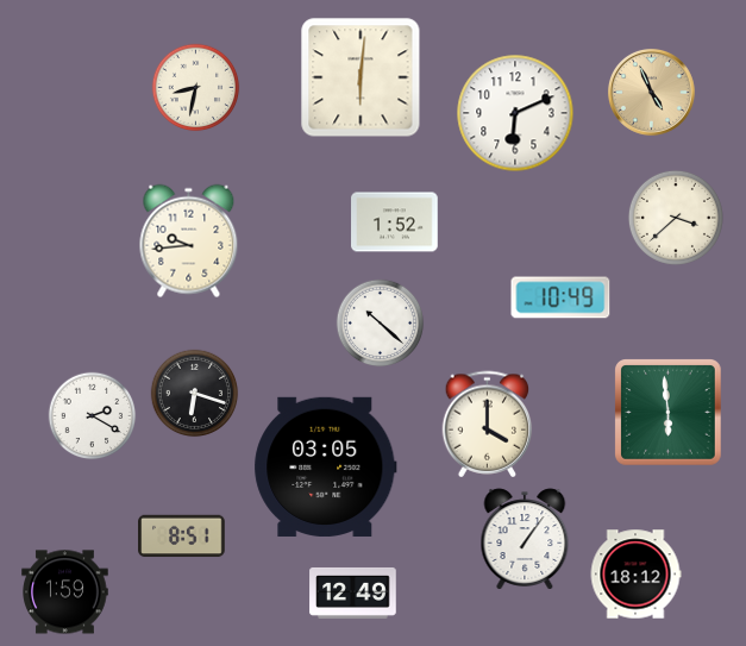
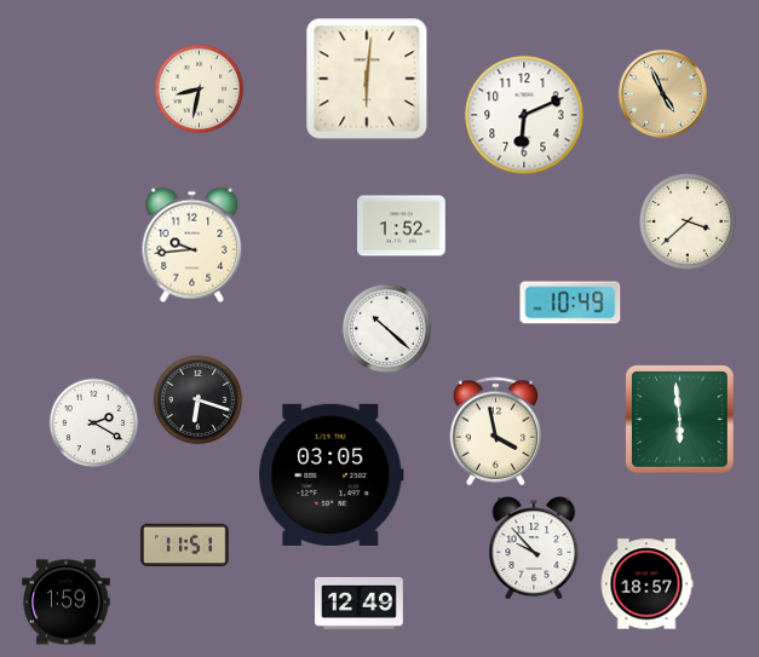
clock at (488, 425): 4:00 -> 3:58
clock at (182, 537): 8:51 -> 11:51
clock at (525, 539): 1:06 -> 9:53
clock at (635, 575): 18:12 -> 18:57
